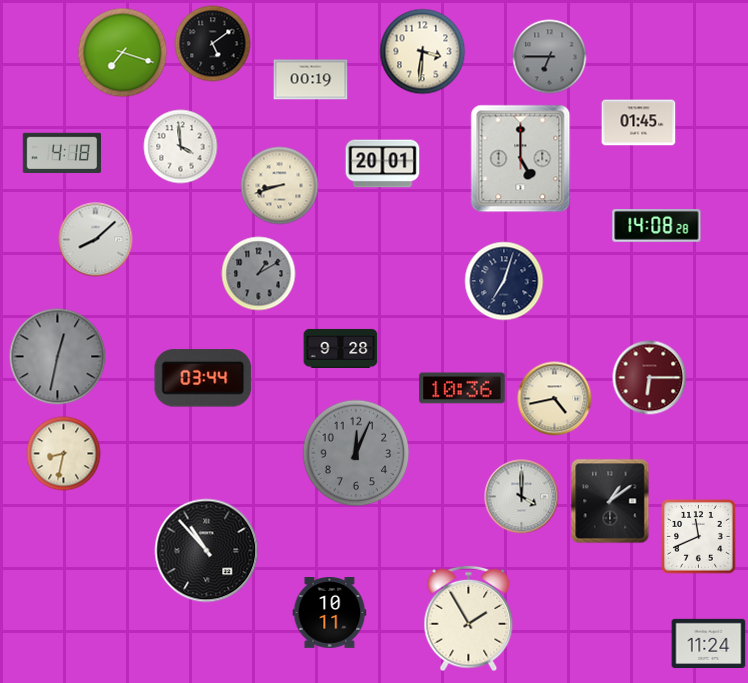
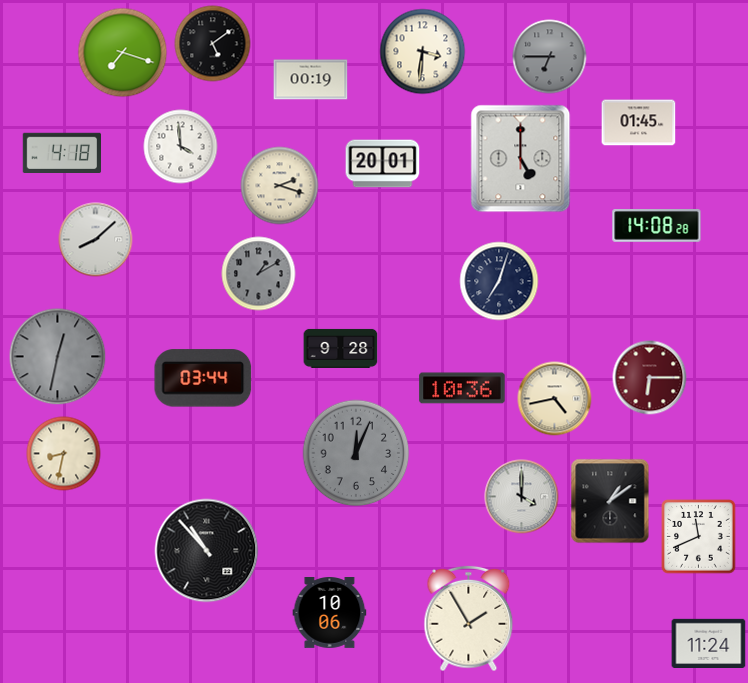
clock at (280, 186): 8:42 -> 2:18
clock at (504, 281) position: (504, 281) -> (499, 281)
clock at (330, 613): 10:11 -> 10:06
